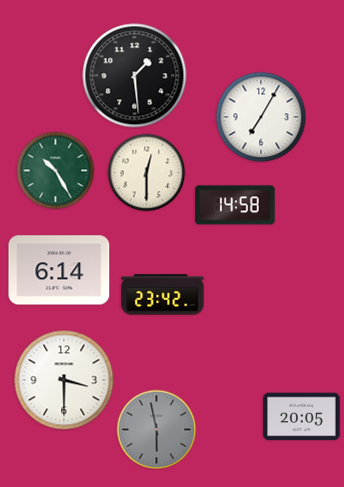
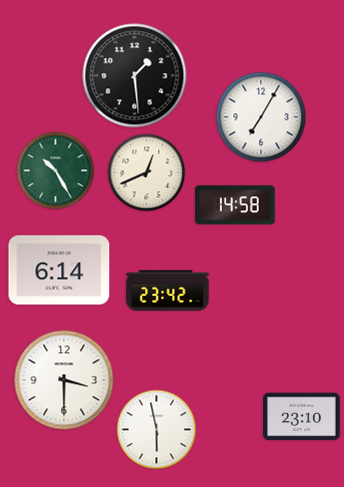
clock at (146, 172): 12:30 -> 12:41
clock at (163, 295) position: (163, 295) -> (168, 291)
clock at (302, 417): 20:05 -> 23:10
clock at (156, 429) dial: grey -> white
